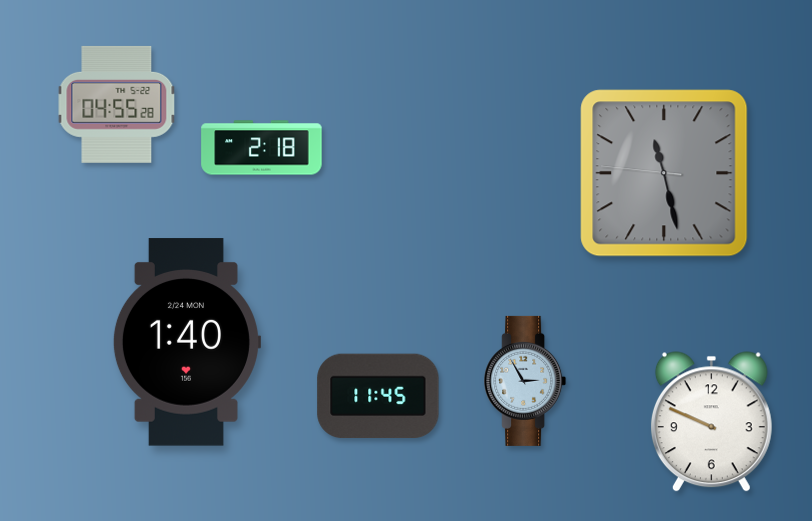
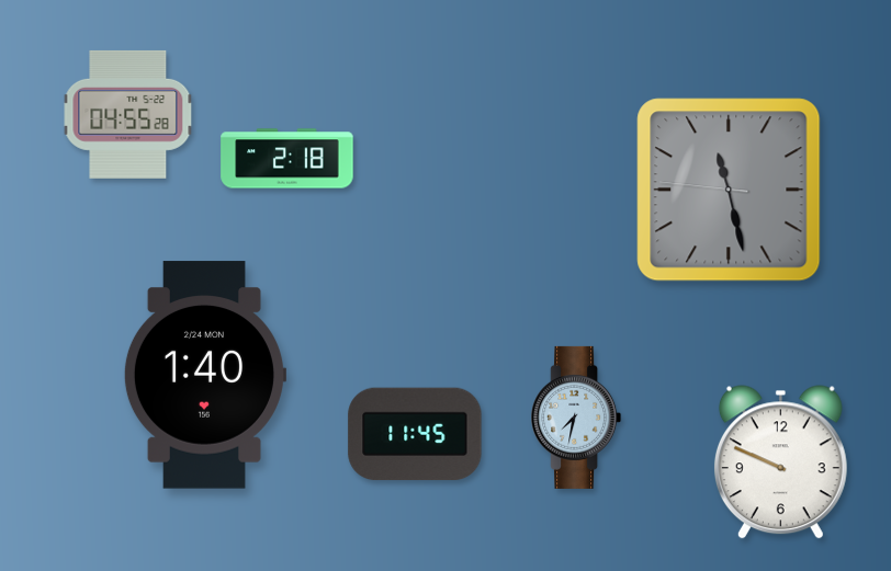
clock at (262, 148) position: (262, 148) -> (287, 159)
clock at (525, 381): 2:55 -> 7:32
